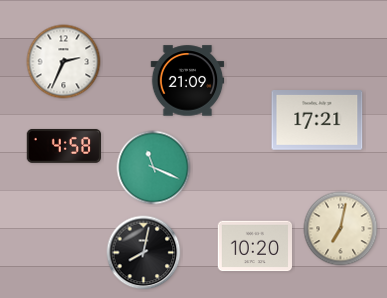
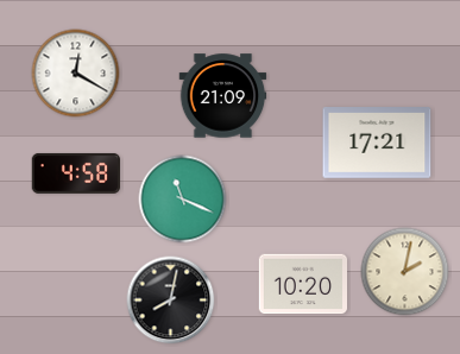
clock at (64, 62): 2:34 -> 12:20
clock at (341, 229): 7:02 -> 2:02
clock at (255, 246) position: (255, 246) -> (303, 284)
